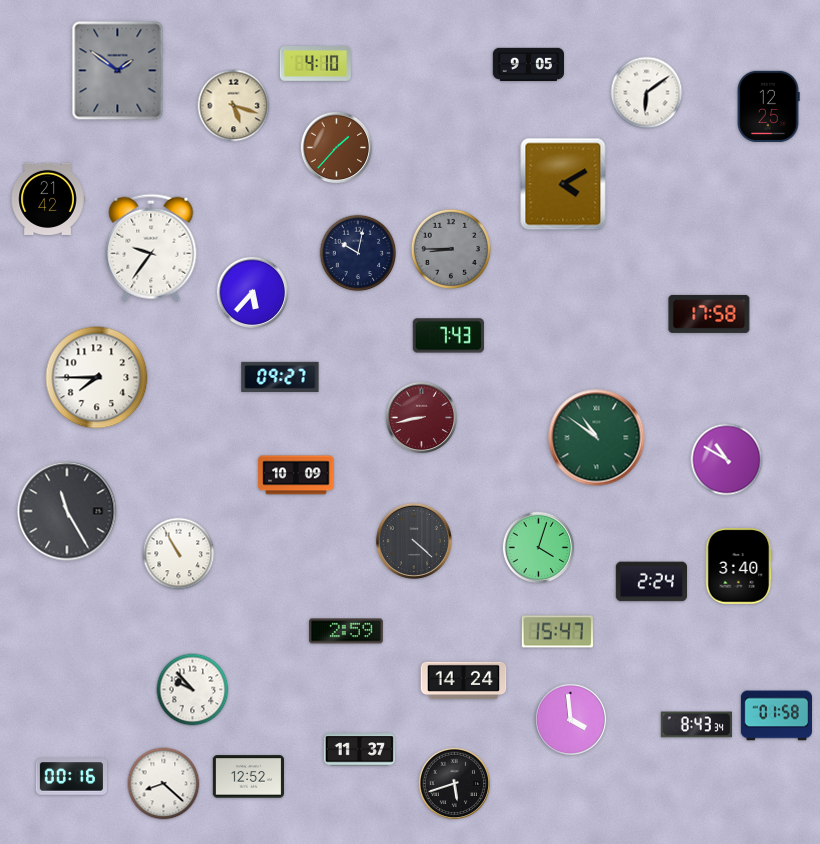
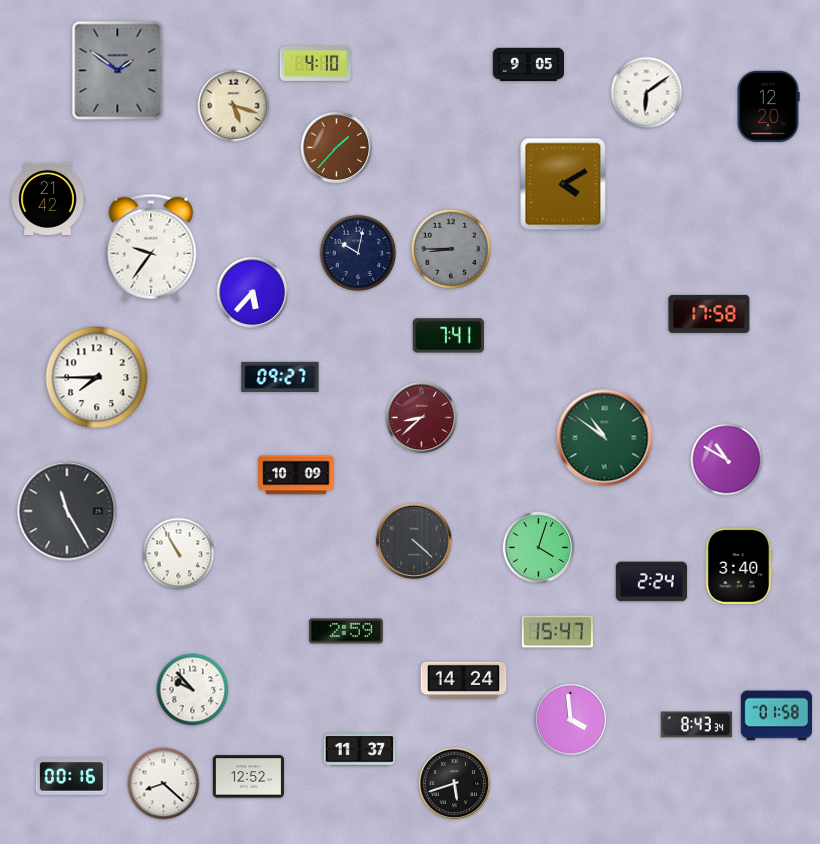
clock at (768, 106): 12:25 -> 12:20
clock at (448, 336): 7:43 -> 7:41
clock at (422, 418): 8:43 -> 8:38
clock at (597, 438) position: (597, 438) -> (605, 438)
